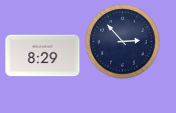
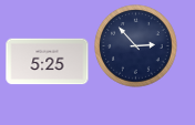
clock at (43, 56): 8:29 -> 5:25
